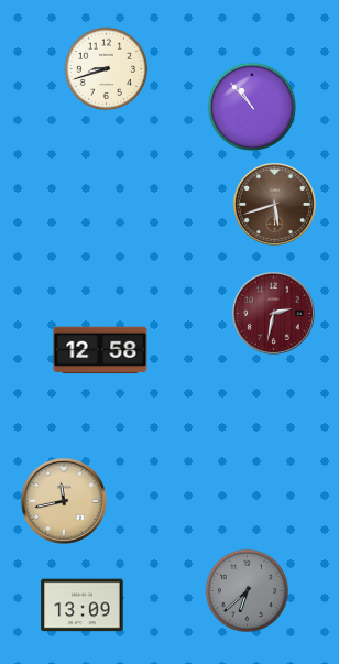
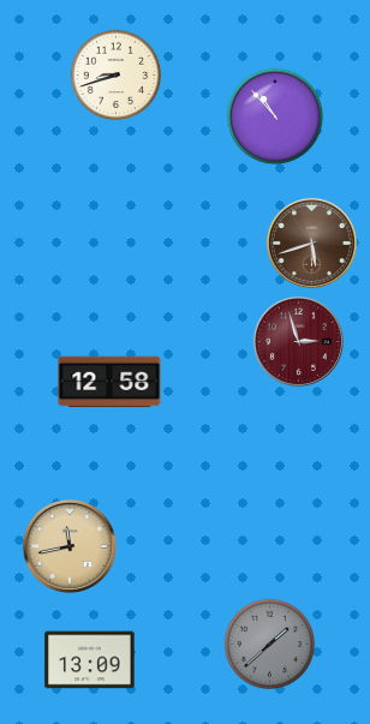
clock at (274, 204) position: (274, 204) -> (311, 243)
clock at (273, 313): 2:32 -> 2:57
clock at (248, 591): 6:38 -> 1:38
